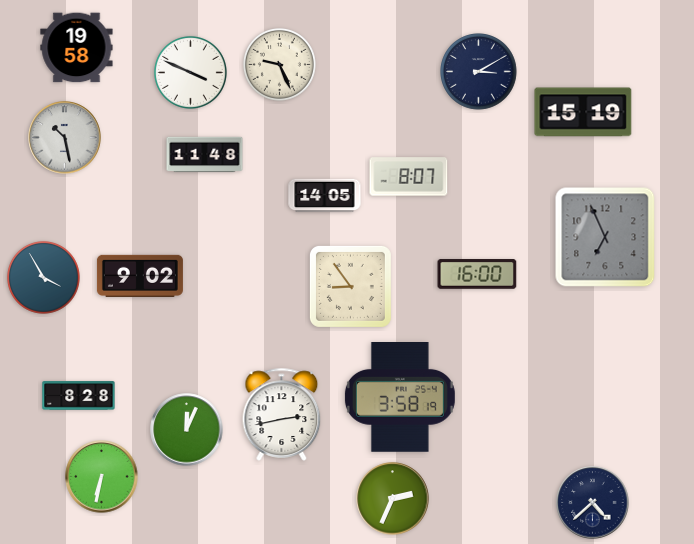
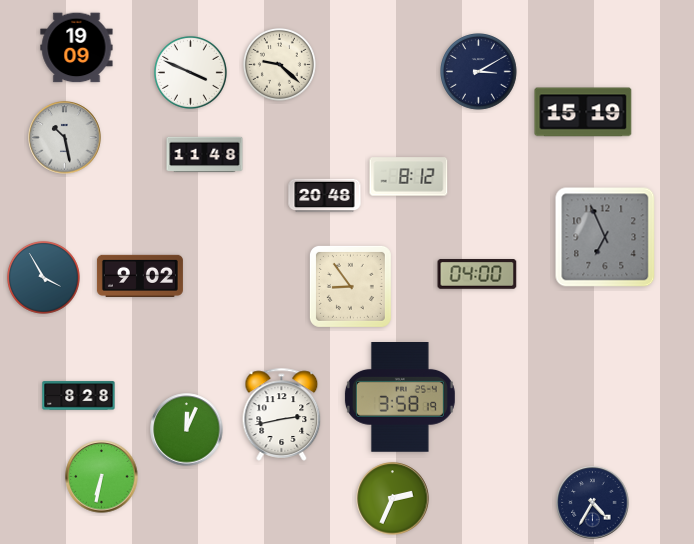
clock at (77, 48): 19:58 -> 19:09
clock at (279, 64): 9:26 -> 9:22
clock at (409, 177): 8:07 -> 8:12
clock at (325, 196): 14:05 -> 20:48
clock at (477, 274): 16:00 -> 04:00
clock at (593, 503): 4:38 -> 4:35
